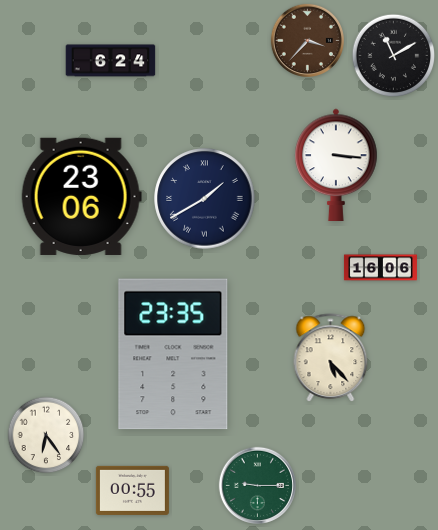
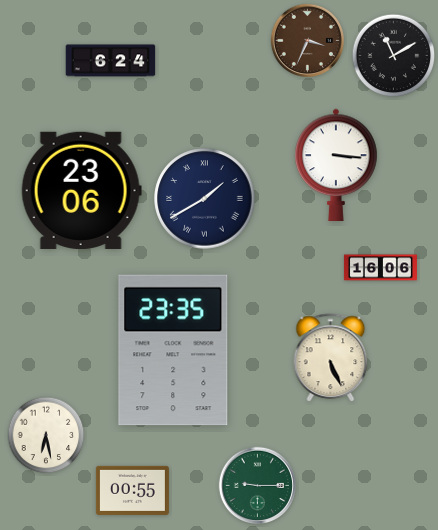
clock at (307, 40): 3:37 -> 3:34
clock at (81, 196) position: (81, 196) -> (81, 190)
clock at (173, 354) position: (173, 354) -> (173, 350)
clock at (331, 358): 5:23 -> 5:26
clock at (46, 435): 6:24 -> 6:28
